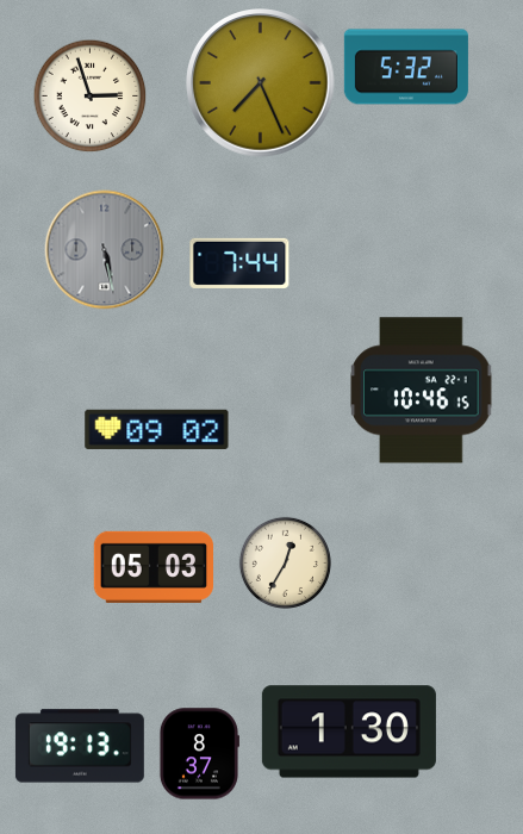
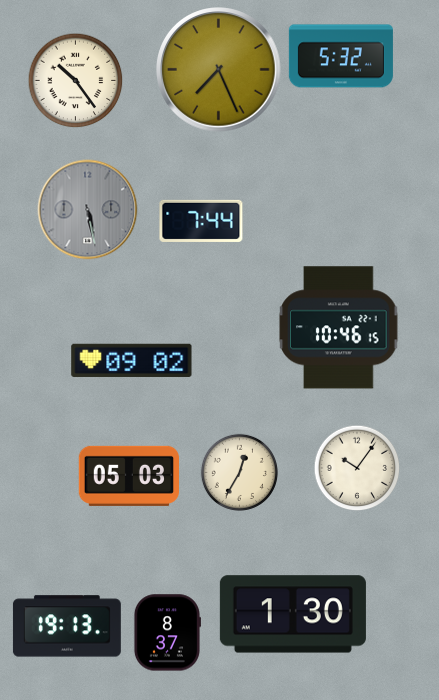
clock at (89, 95): 2:57 -> 10:24
clock at (422, 391) position: (422, 391) -> (339, 328)
clock at (357, 468): none -> 10:06
